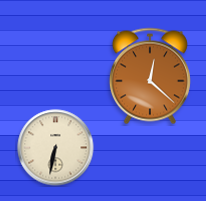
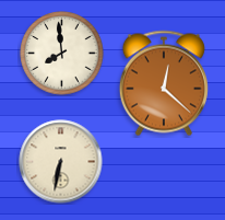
clock at (62, 54): none -> 7:59
